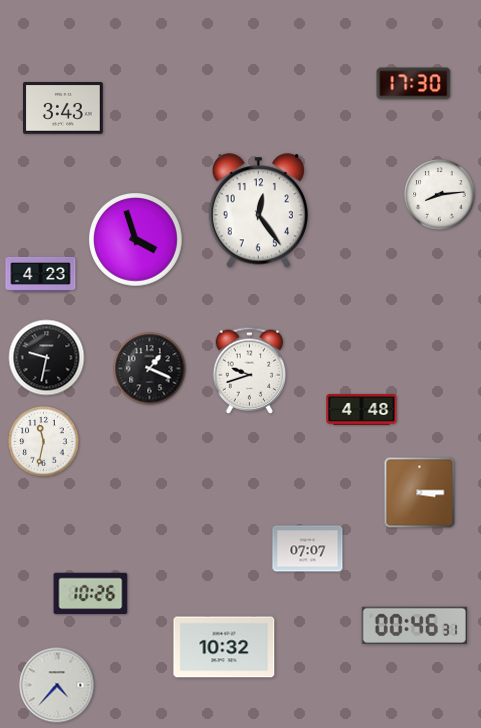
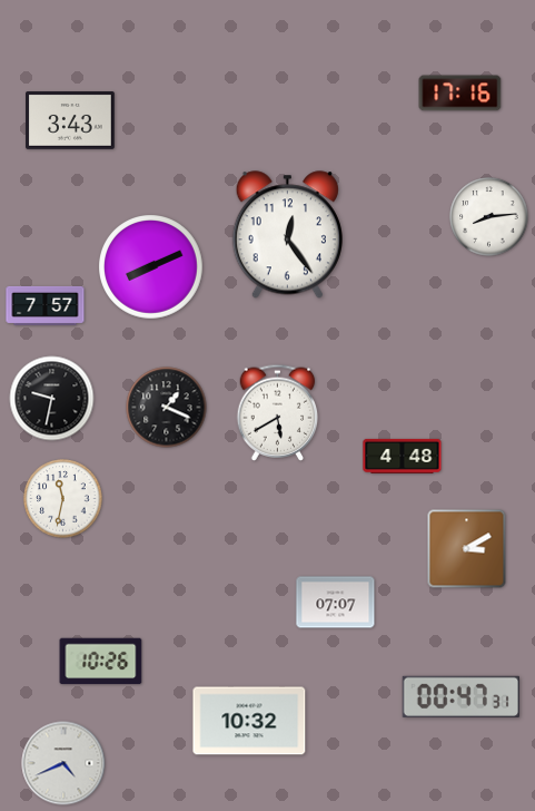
clock at (414, 84): 17:30 -> 17:16
clock at (136, 240): 3:57 -> 8:11
clock at (41, 274): 4:23 -> 7:57
clock at (150, 369) position: (150, 369) -> (167, 408)
clock at (250, 370): 9:42 -> 5:40
clock at (44, 442) position: (44, 442) -> (63, 499)
clock at (420, 493): 3:15 -> 3:10
clock at (308, 549) position: (308, 549) -> (336, 603)
clock at (414, 625): 00:46 -> 00:47
clock at (57, 685): 4:37 -> 4:41
